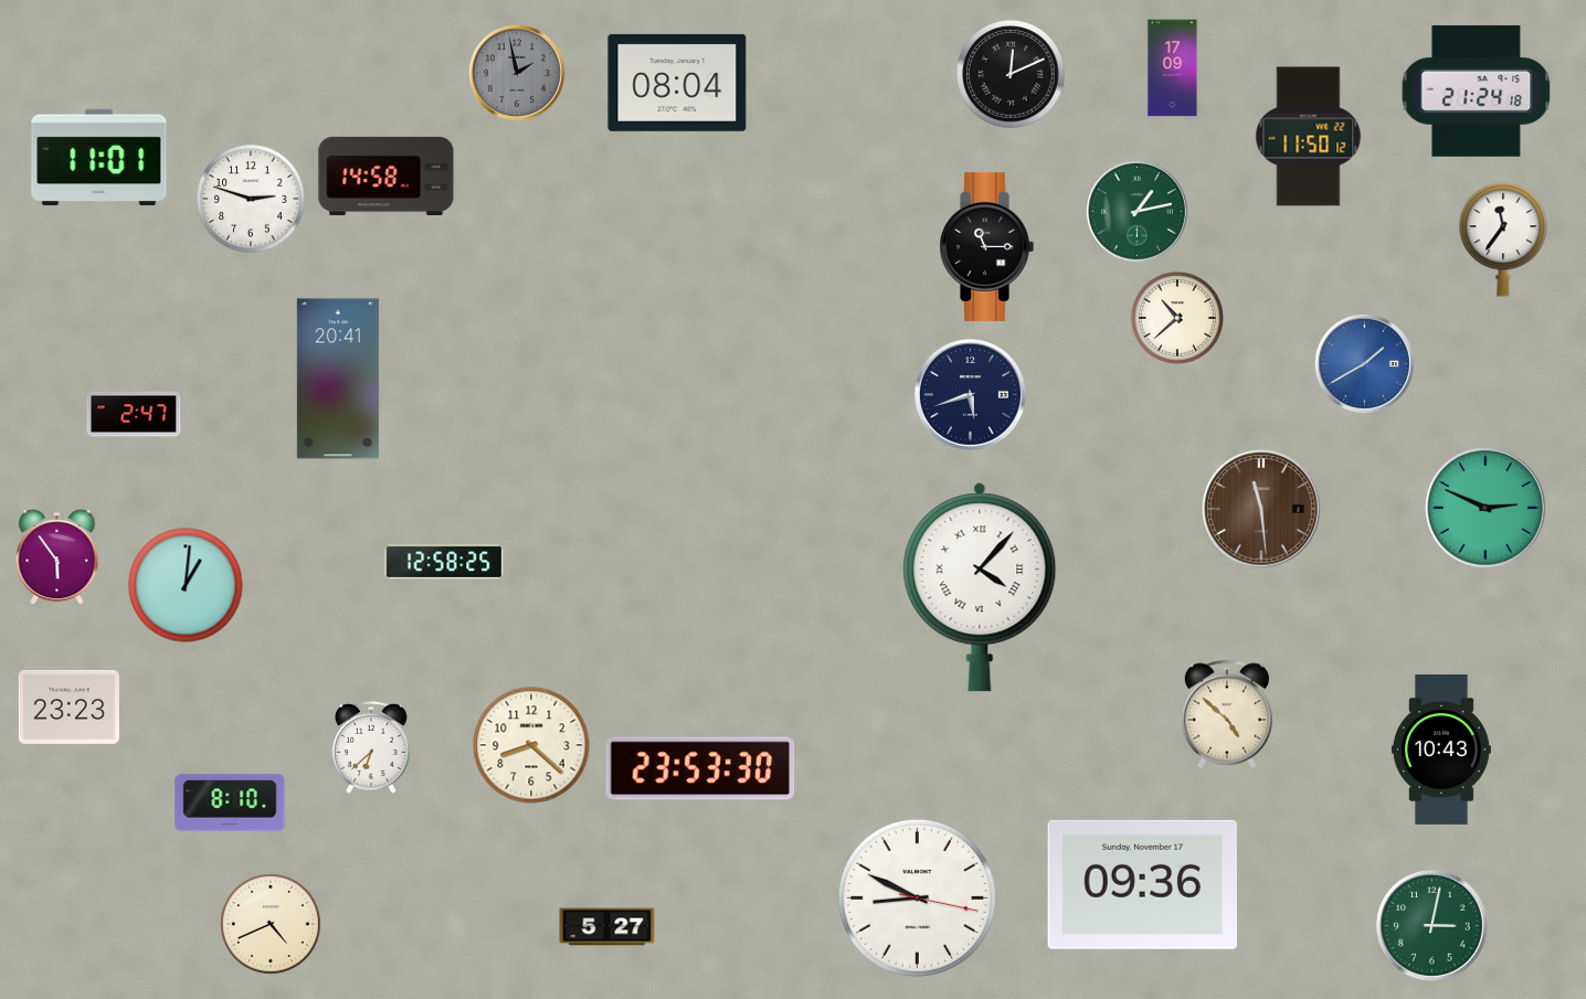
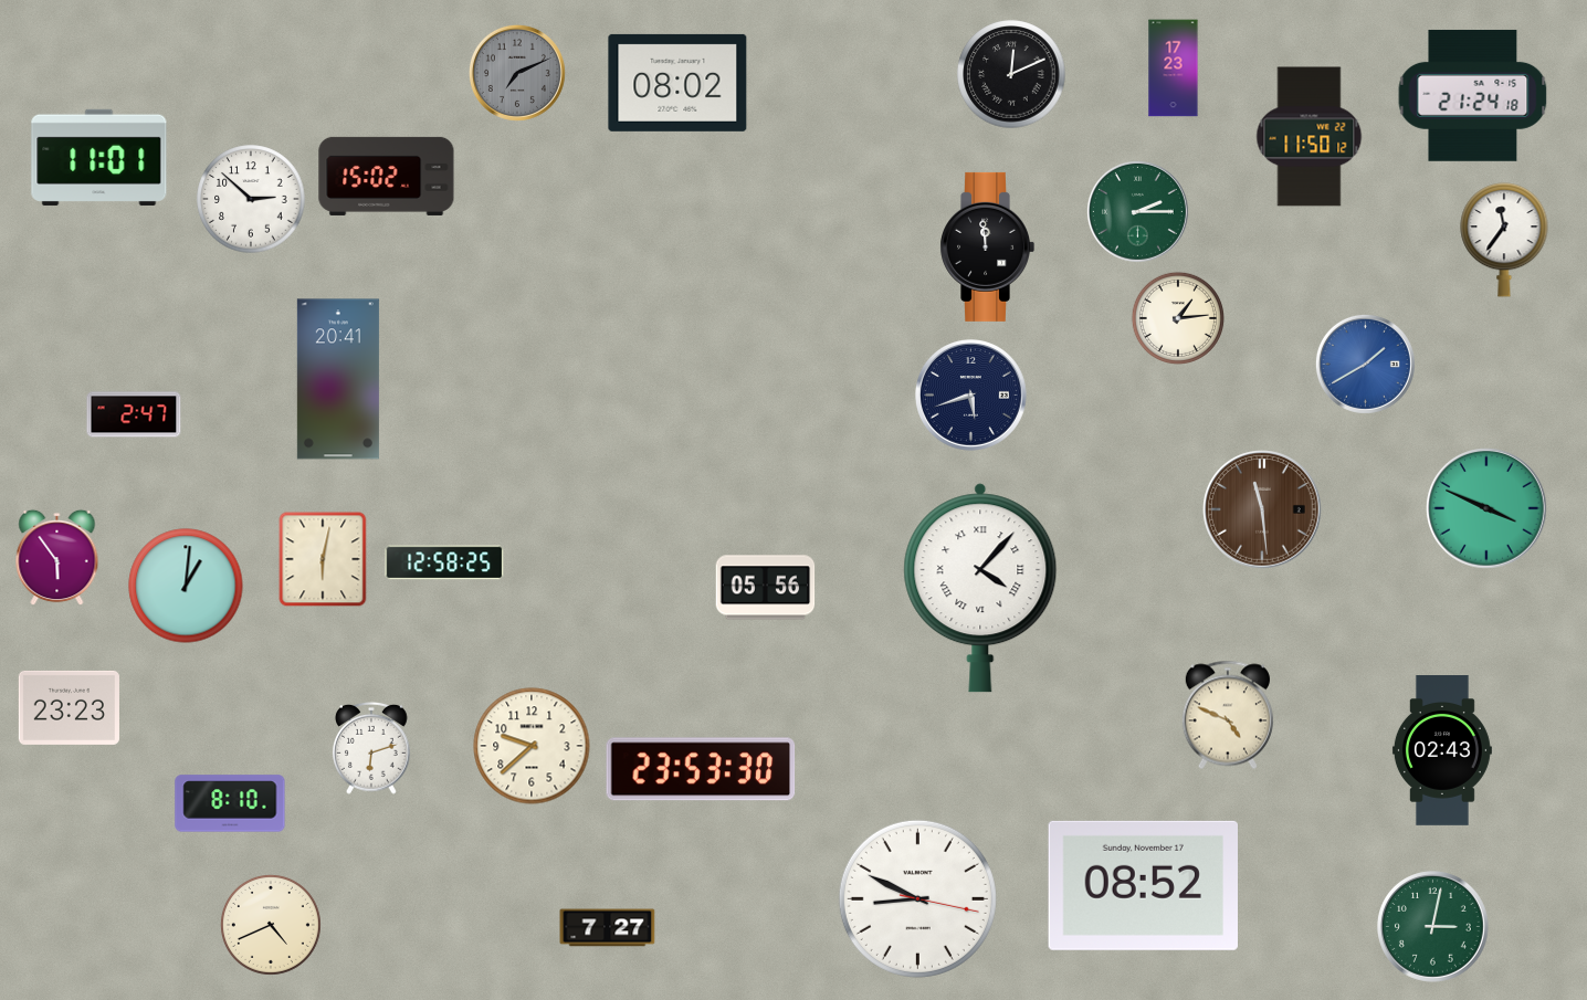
clock at (1173, 68): 17:09 -> 17:23
clock at (517, 73): 1:58 -> 7:11
clock at (677, 83): 08:04 -> 08:02
clock at (1477, 91) position: (1477, 91) -> (1473, 95)
clock at (387, 176): 14:58 -> 15:02
clock at (251, 199): 2:48 -> 2:52
clock at (1136, 211): 1:13 -> 2:15
clock at (986, 246): 11:15 -> 11:59
clock at (1177, 318): 10:38 -> 1:14
clock at (1485, 508): 2:49 -> 3:49
clock at (323, 559): none -> 6:02
clock at (766, 588): none -> 05:56
clock at (1227, 714): 4:52 -> 4:49
clock at (531, 745): 8:22 -> 9:38
clock at (372, 747): 6:38 -> 6:12
clock at (1441, 751): 10:43 -> 02:43
clock at (1142, 884): 09:36 -> 08:52
clock at (607, 927): 5:27 -> 7:27
